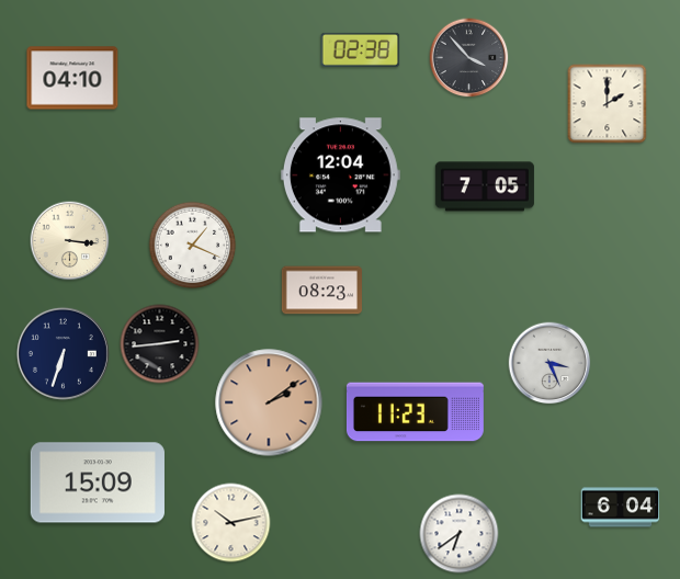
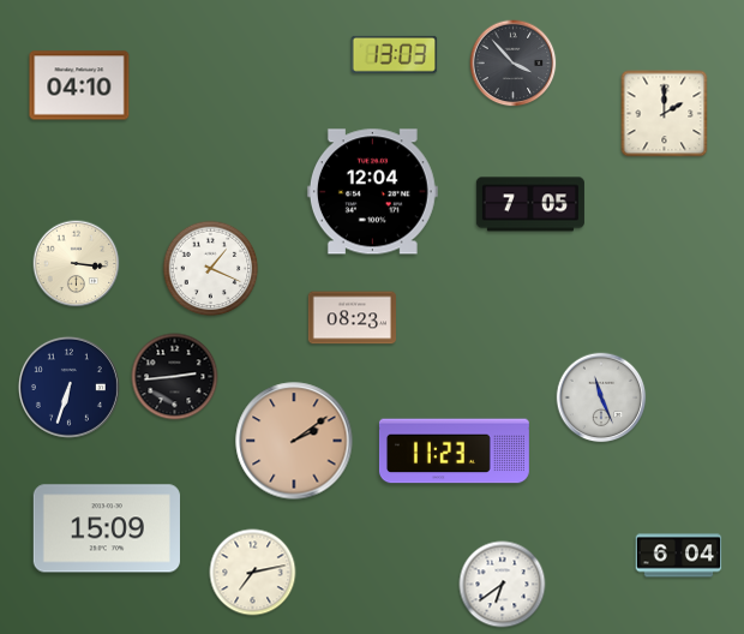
clock at (361, 49): 02:38 -> 13:03
clock at (549, 363): 3:26 -> 11:26
clock at (231, 523): 10:13 -> 7:13
